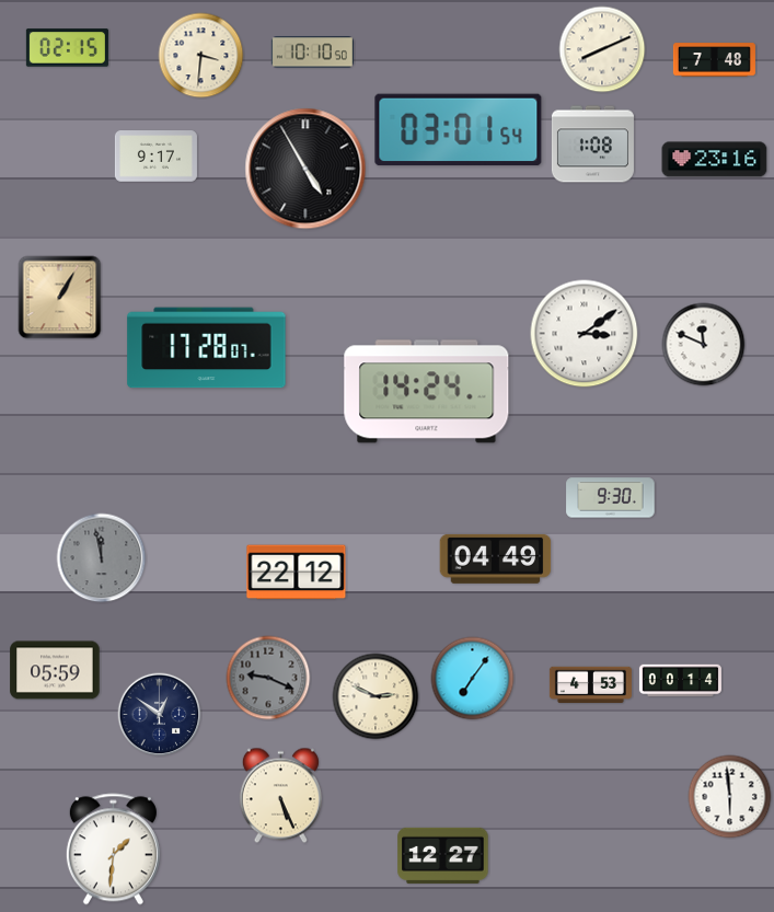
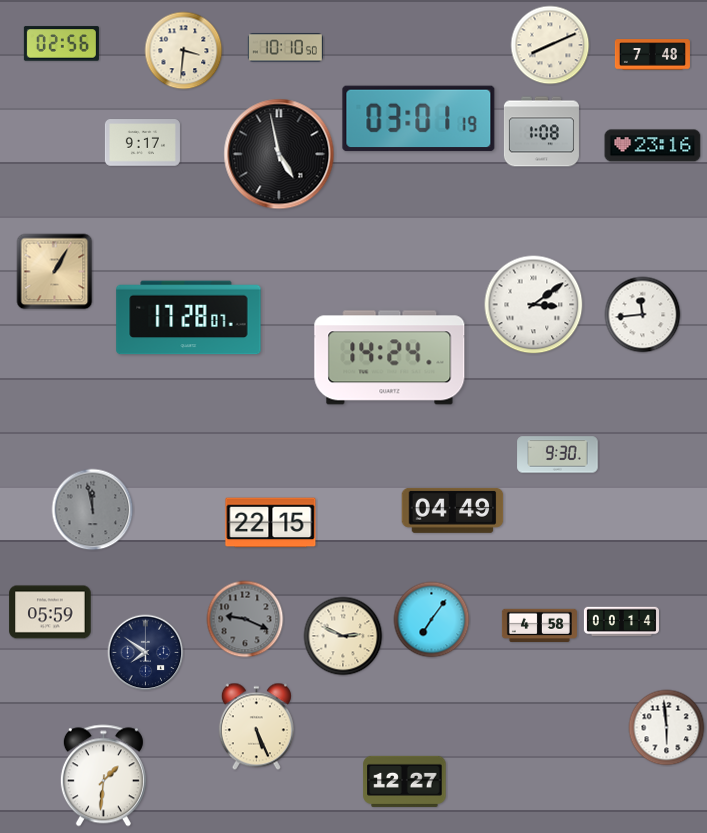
clock at (67, 48): 02:15 -> 02:56
clock at (459, 130): 03:01:54 -> 03:01:19
clock at (305, 169): 4:55 -> 4:58
clock at (704, 345): 11:49 -> 11:44
clock at (297, 573): 22:12 -> 22:15
clock at (590, 685): 4:53 -> 4:58
clock at (160, 715): 12:51 -> 7:51
